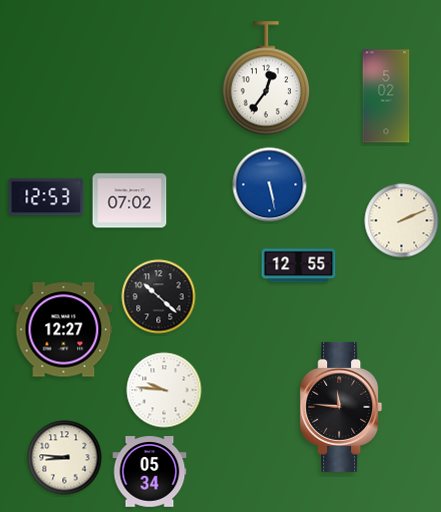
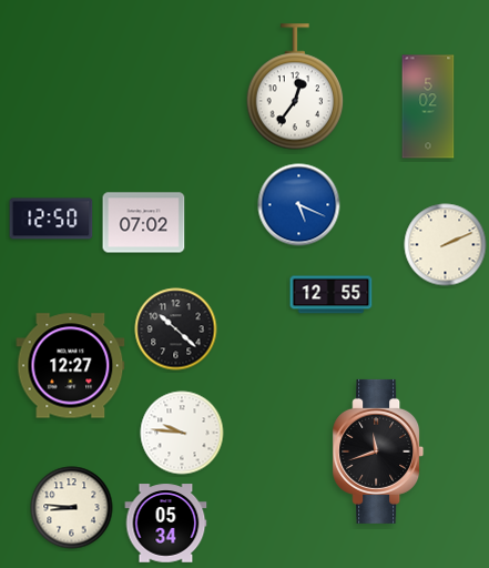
clock at (270, 185): 5:28 -> 5:19
clock at (46, 197): 12:53 -> 12:50
clock at (341, 407): 11:46 -> 11:42
